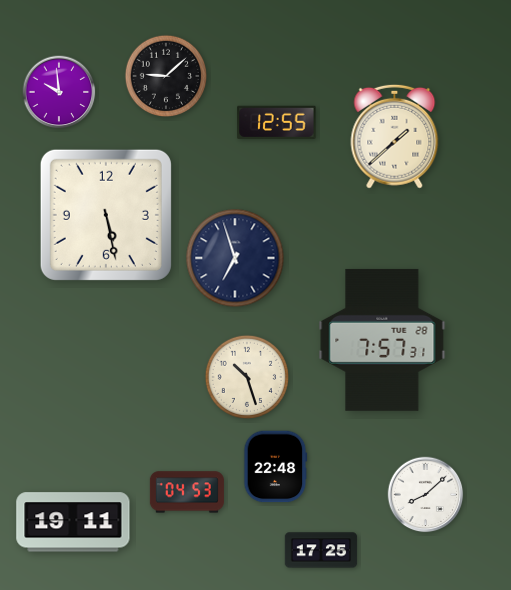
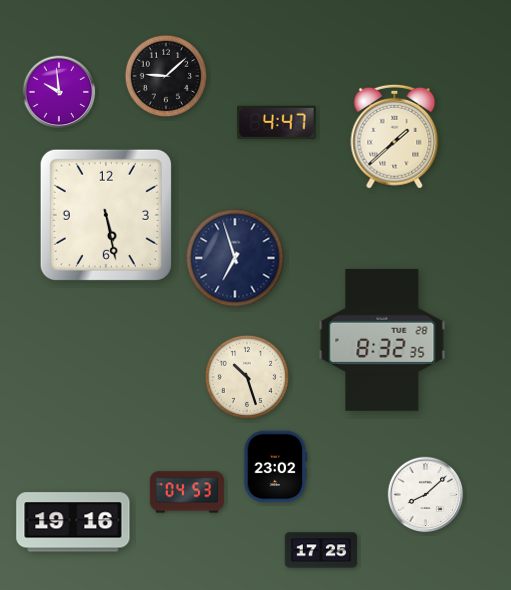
clock at (277, 122): 12:55 -> 4:47
clock at (382, 340): 7:57 -> 8:32
clock at (276, 467): 22:48 -> 23:02
clock at (73, 522): 19:11 -> 19:16
